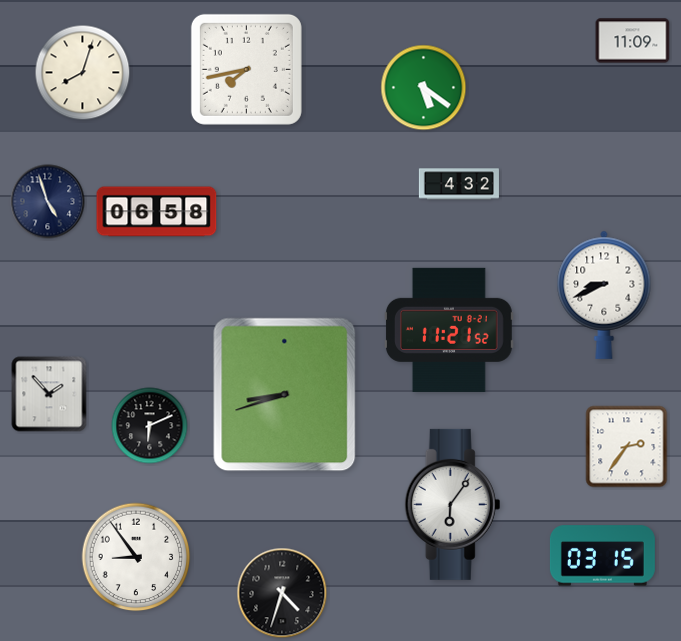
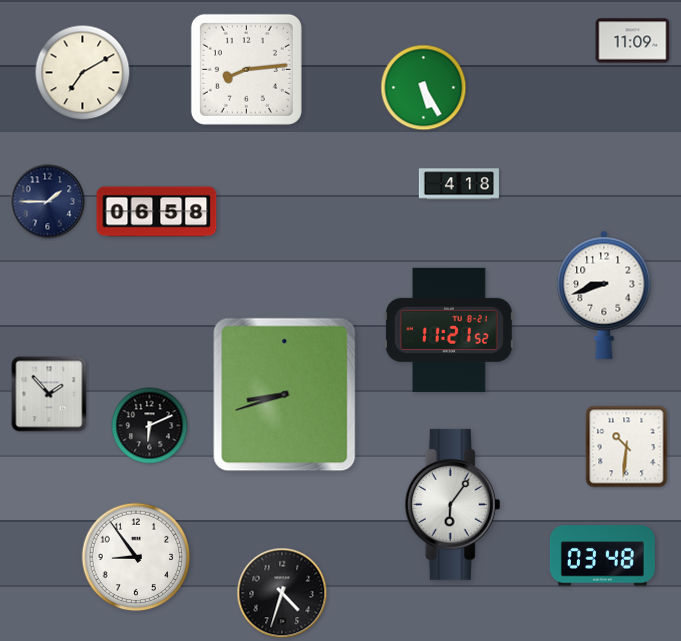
clock at (246, 69): 7:43 -> 8:14
clock at (83, 73): 8:03 -> 7:10
clock at (424, 88): 5:21 -> 5:25
clock at (459, 184): 4:32 -> 4:18
clock at (48, 202): 4:57 -> 1:45
clock at (604, 295): 8:41 -> 8:42
clock at (627, 447): 2:36 -> 10:31
clock at (602, 556): 03:15 -> 03:48
